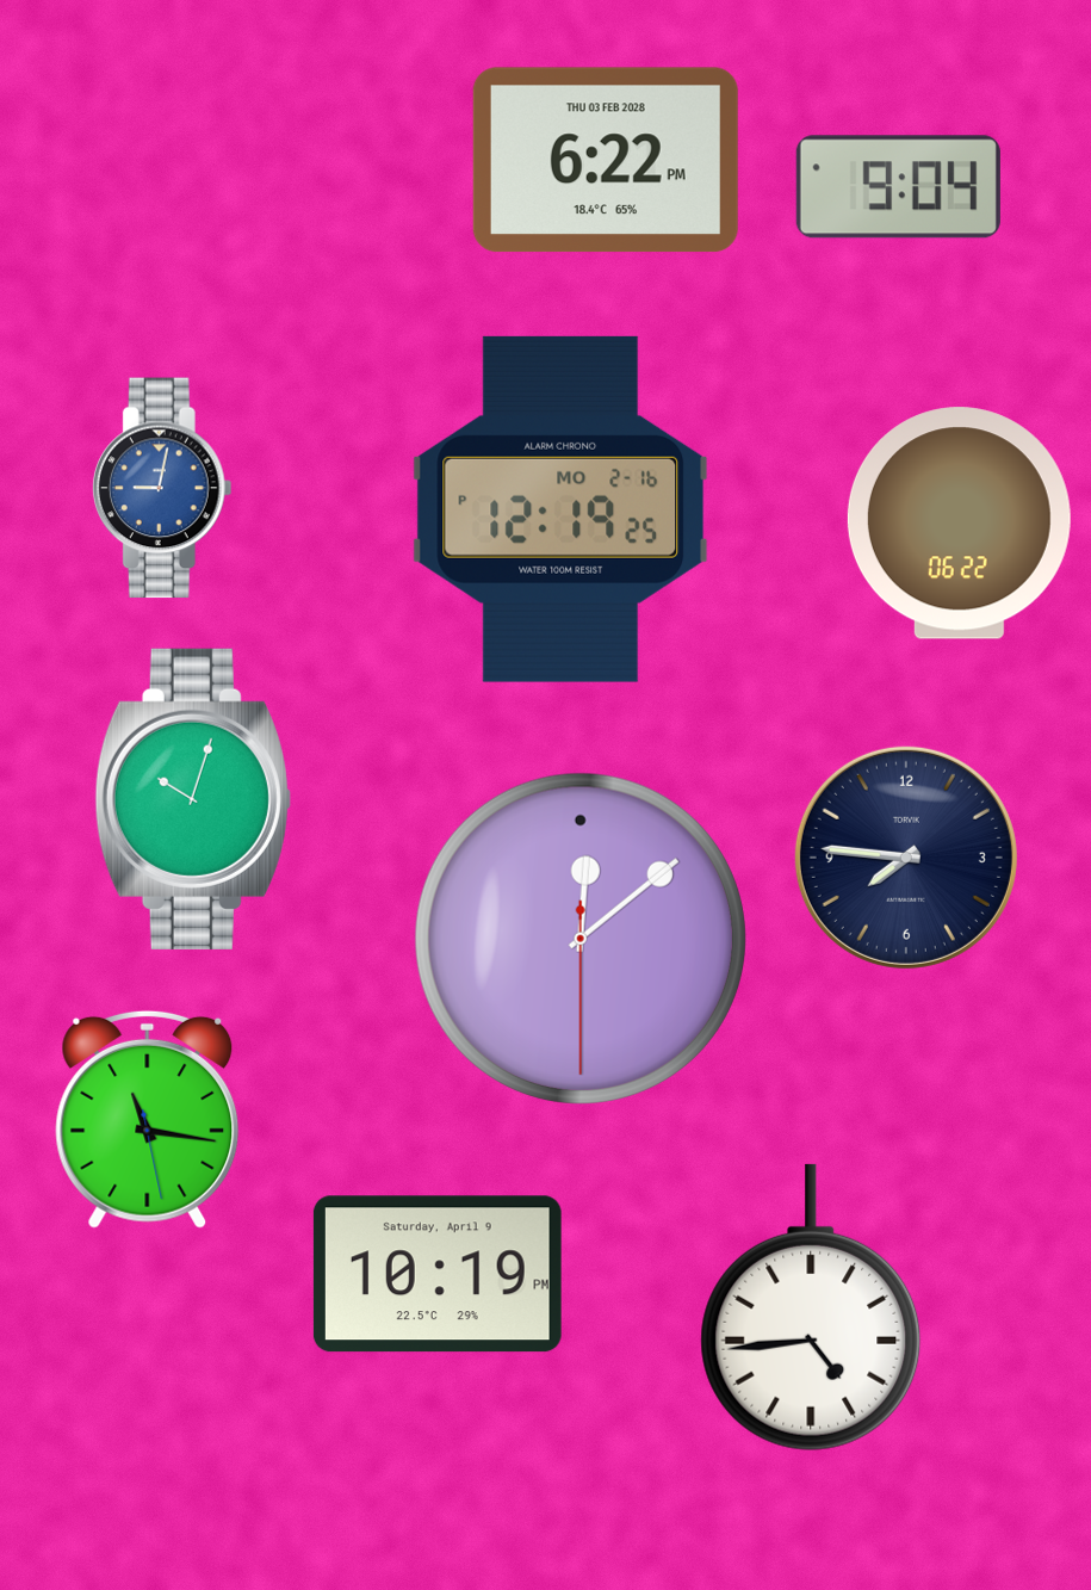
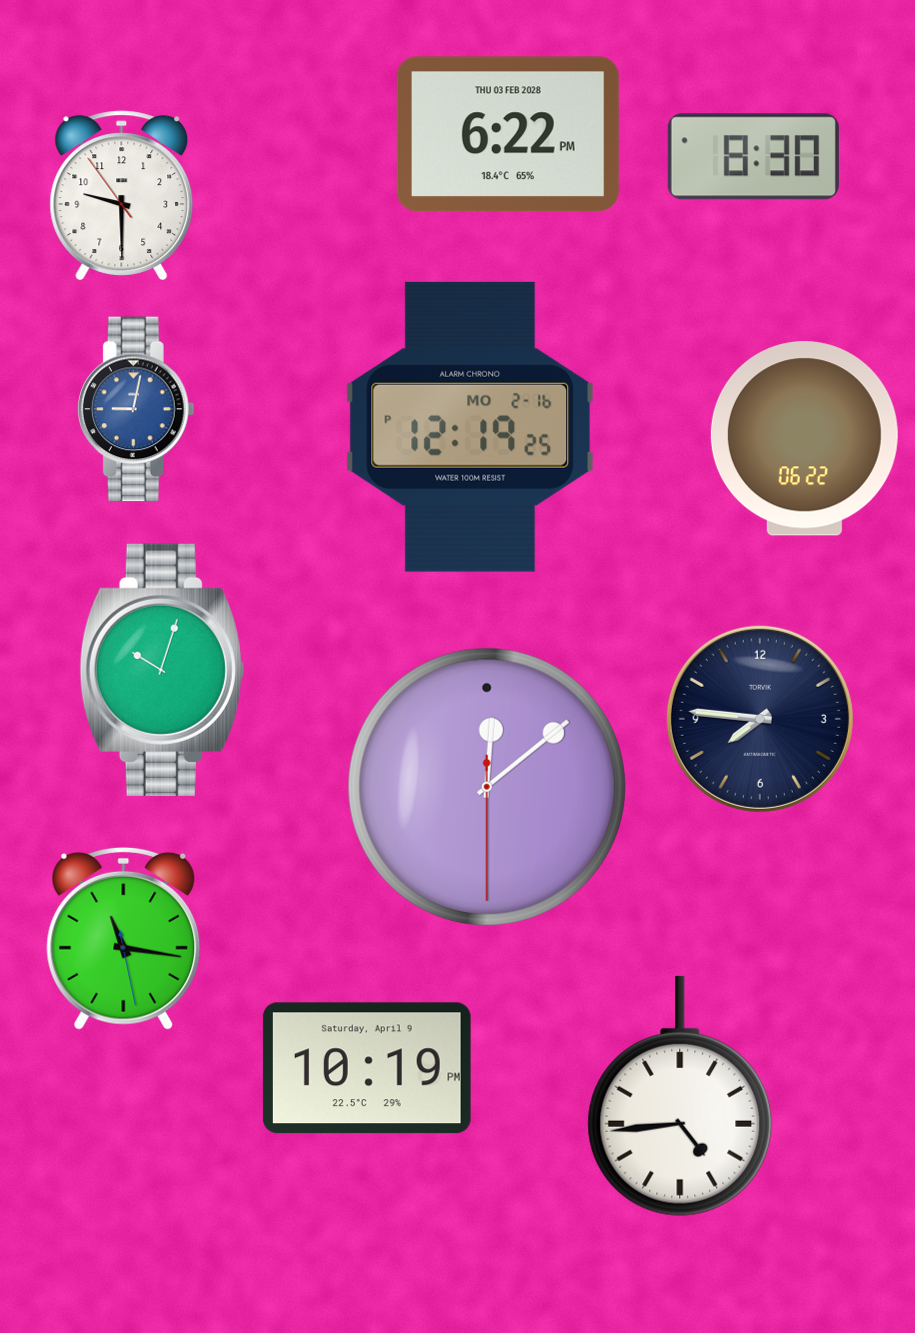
clock at (898, 187): 9:04 -> 8:30
clock at (122, 196): none -> 9:29
